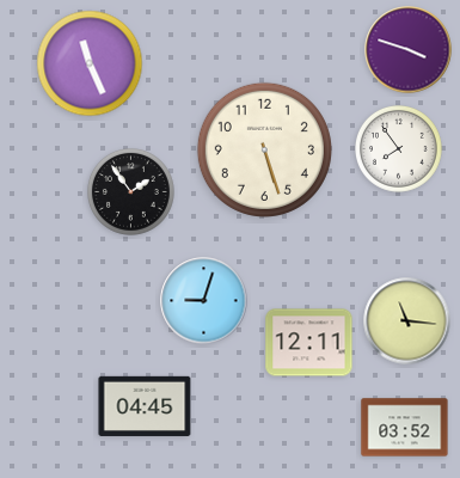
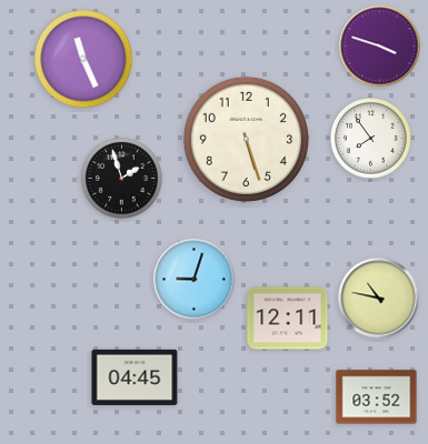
clock at (131, 192): 1:54 -> 1:57
clock at (204, 301) position: (204, 301) -> (195, 280)
clock at (407, 321): 11:16 -> 10:47
